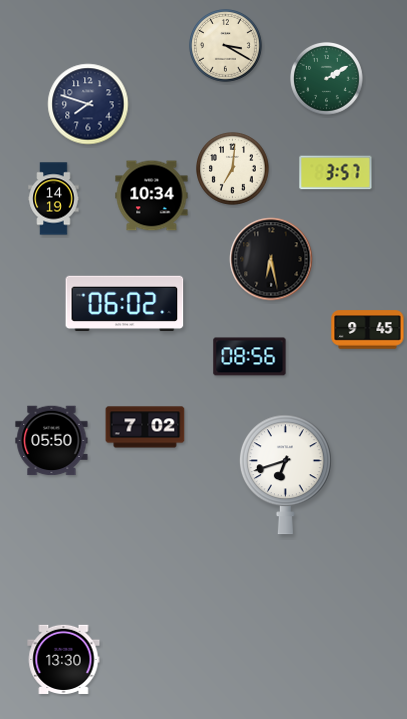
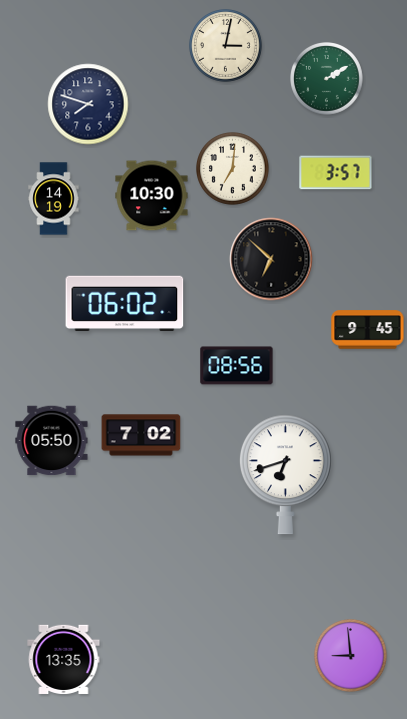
clock at (226, 46): 3:20 -> 3:02
clock at (152, 196): 10:34 -> 10:30
clock at (271, 259): 6:28 -> 6:52
clock at (250, 357) position: (250, 357) -> (237, 366)
clock at (145, 427) position: (145, 427) -> (141, 435)
clock at (351, 656): none -> 8:59
clock at (64, 659): 13:30 -> 13:35
